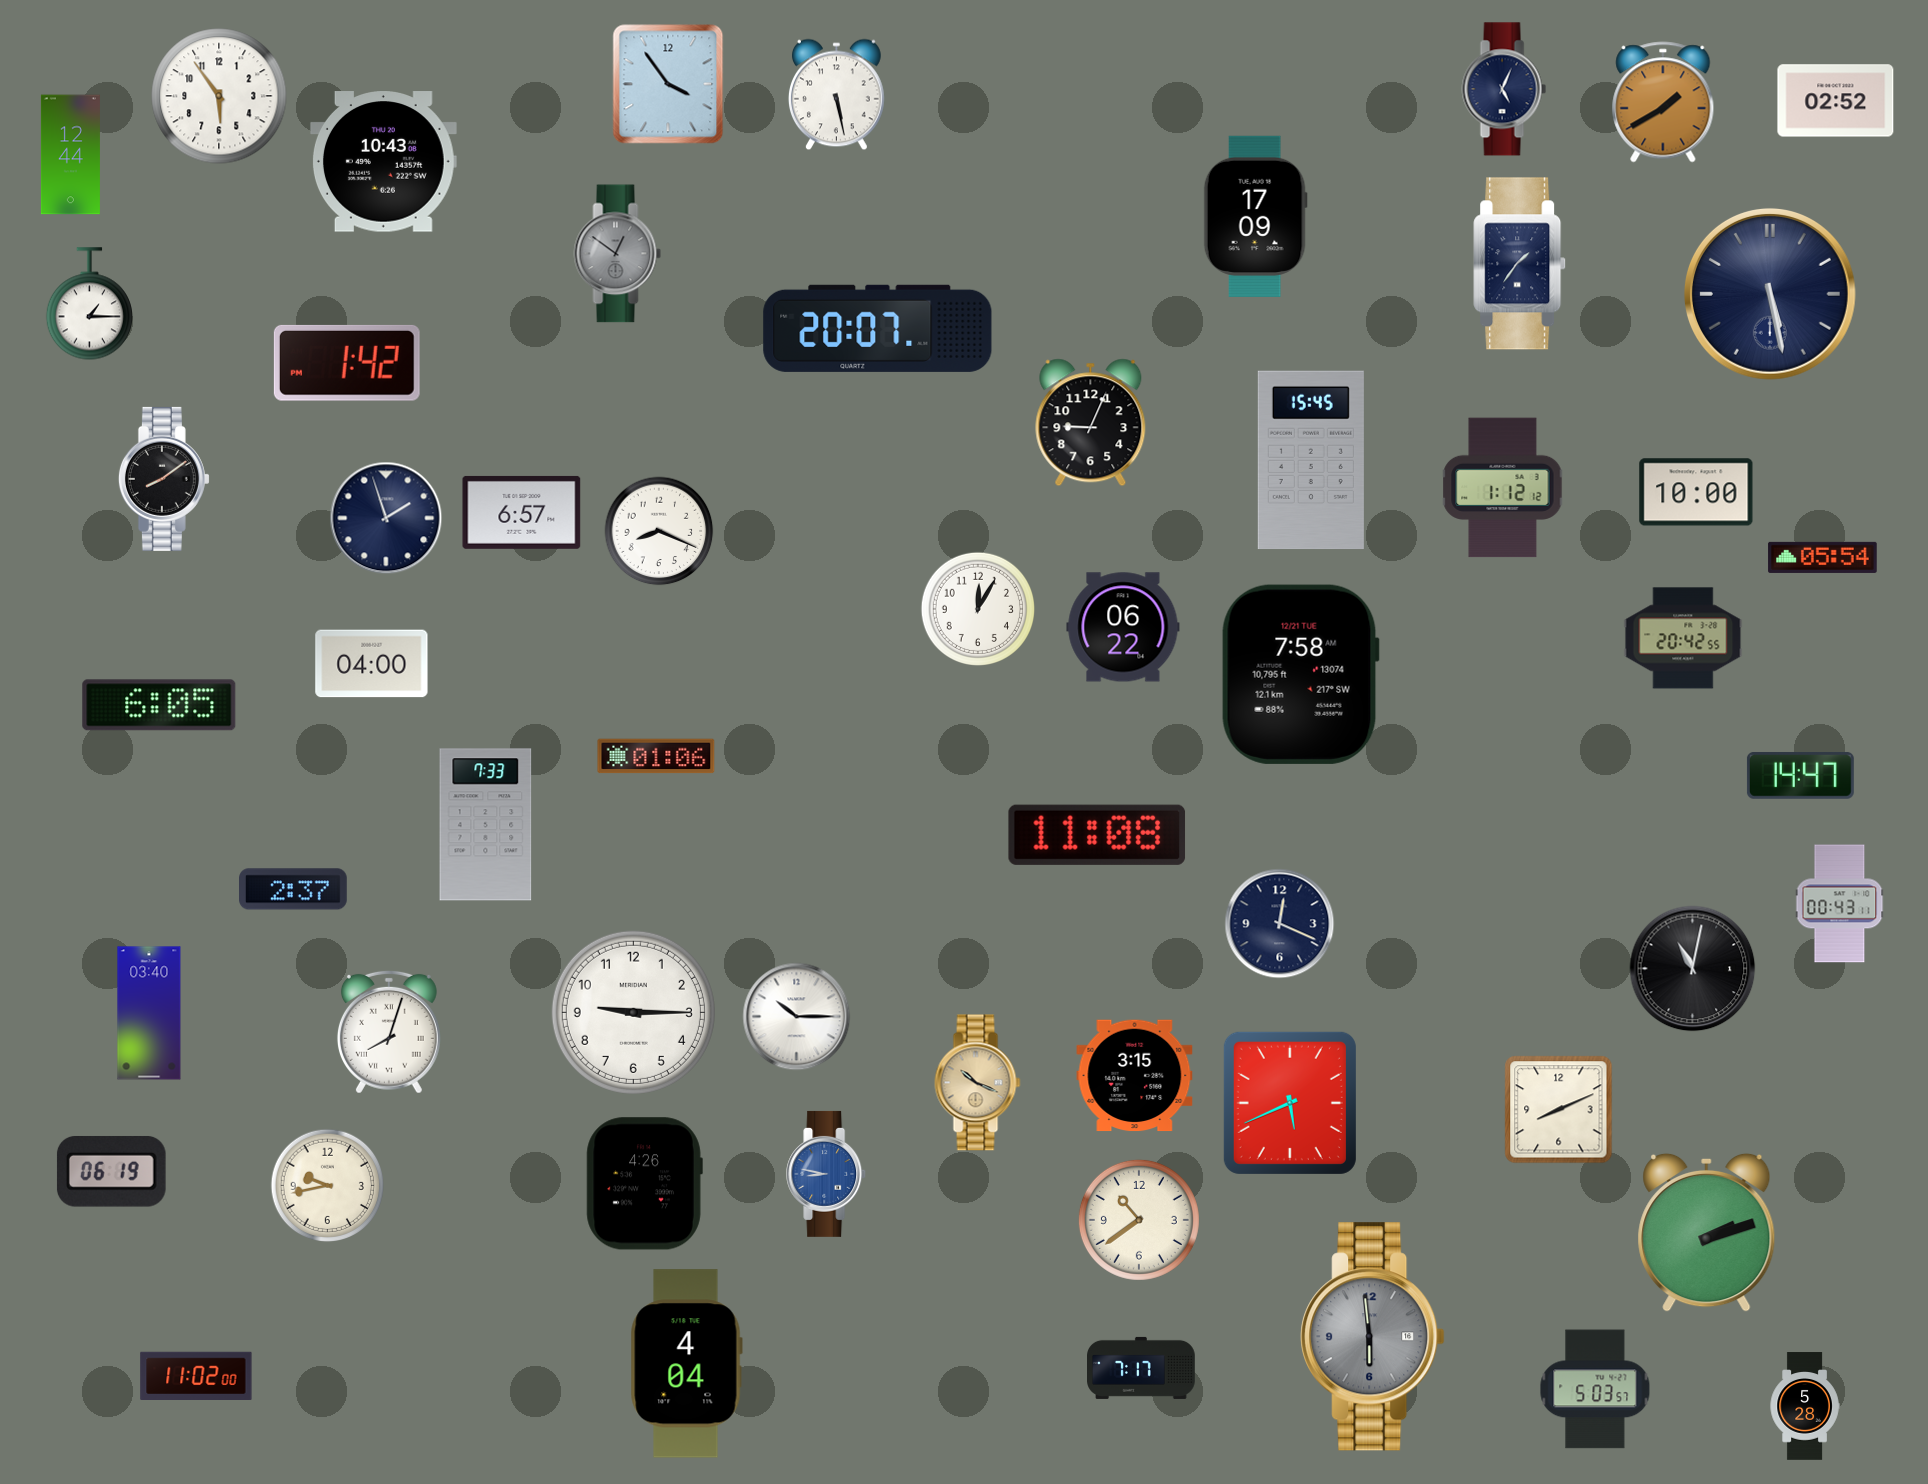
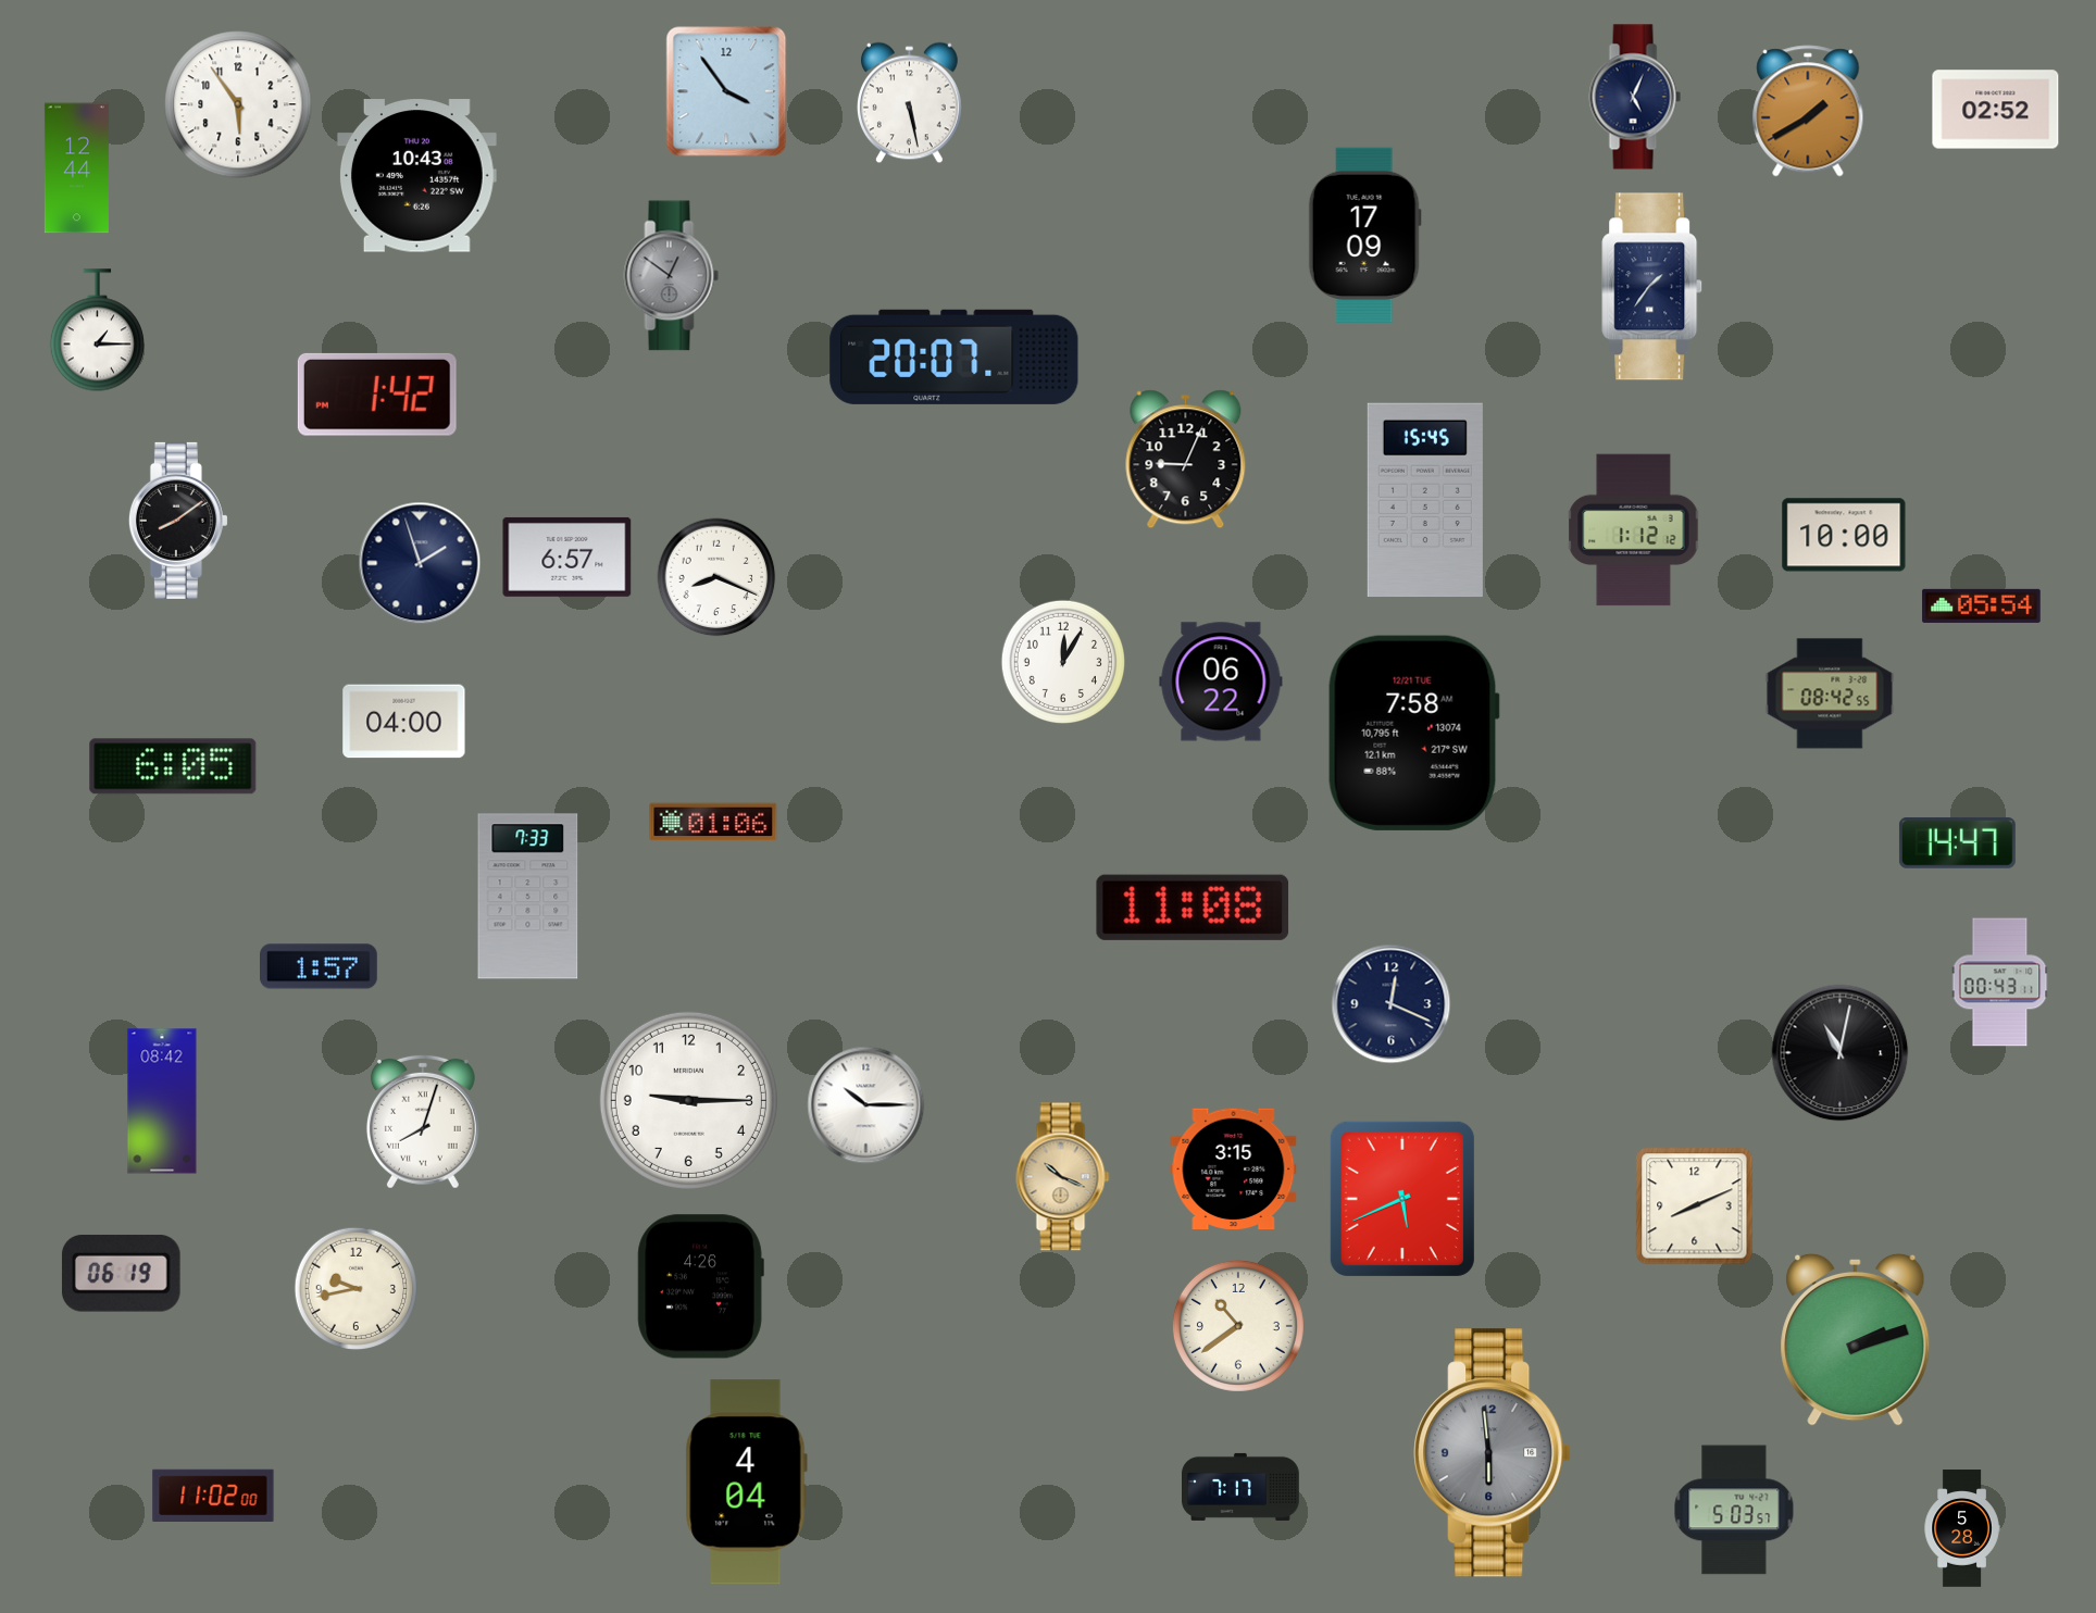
clock at (1770, 294): 5:28 -> none
clock at (1683, 638): 20:42 -> 08:42
clock at (294, 889): 2:37 -> 1:57
clock at (149, 1013): 03:40 -> 08:42
clock at (827, 1174): 8:47 -> none
